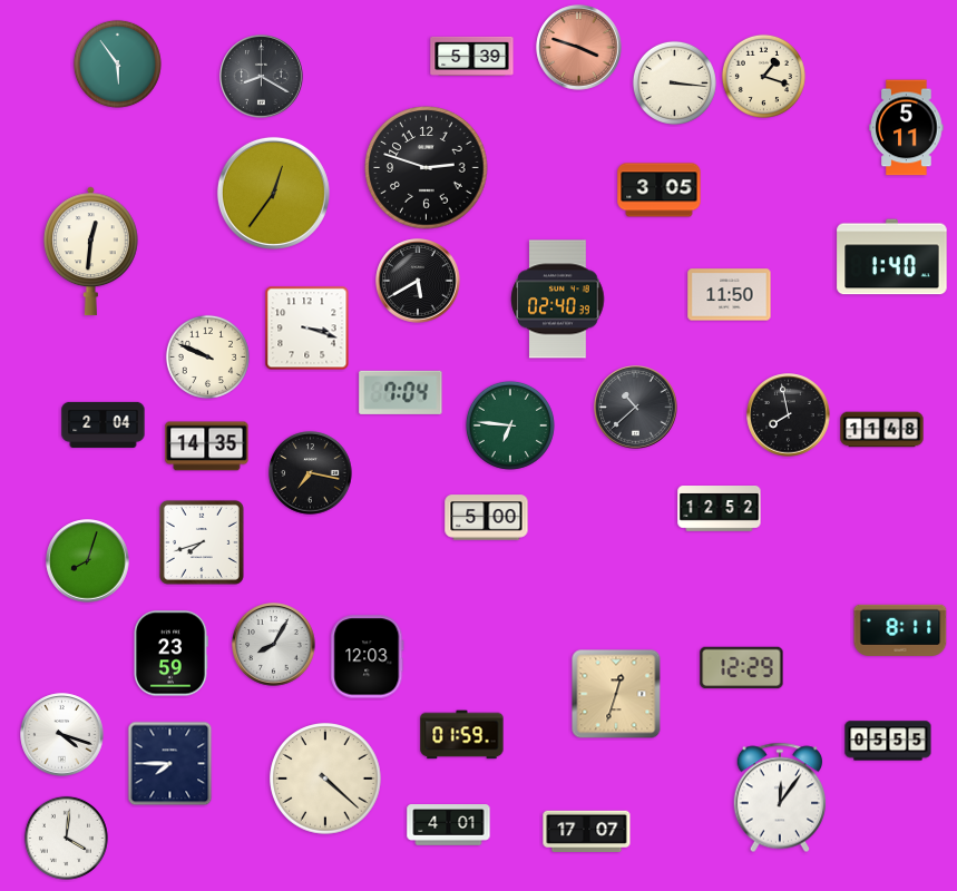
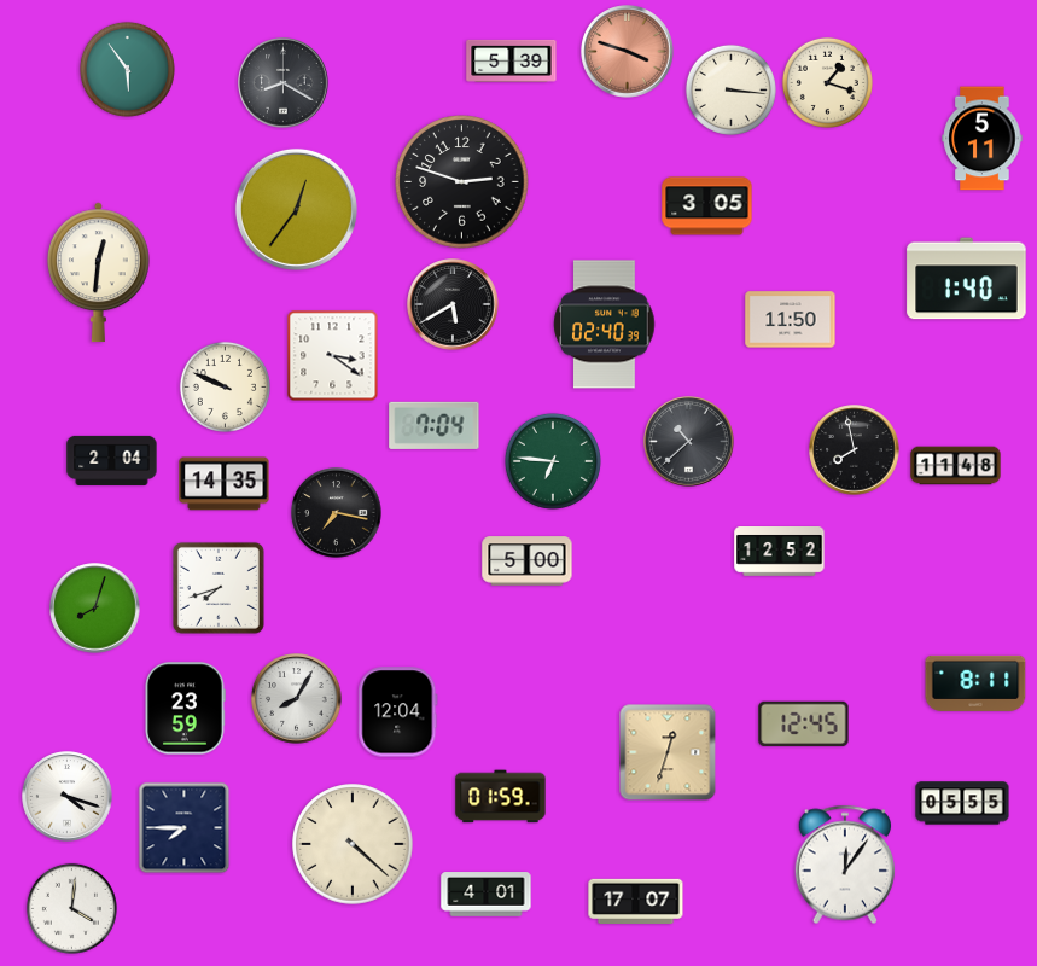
clock at (660, 190) position: (660, 190) -> (707, 206)
clock at (307, 329): 3:18 -> 3:21
clock at (368, 657): 12:03 -> 12:04
clock at (742, 668): 12:29 -> 12:45
